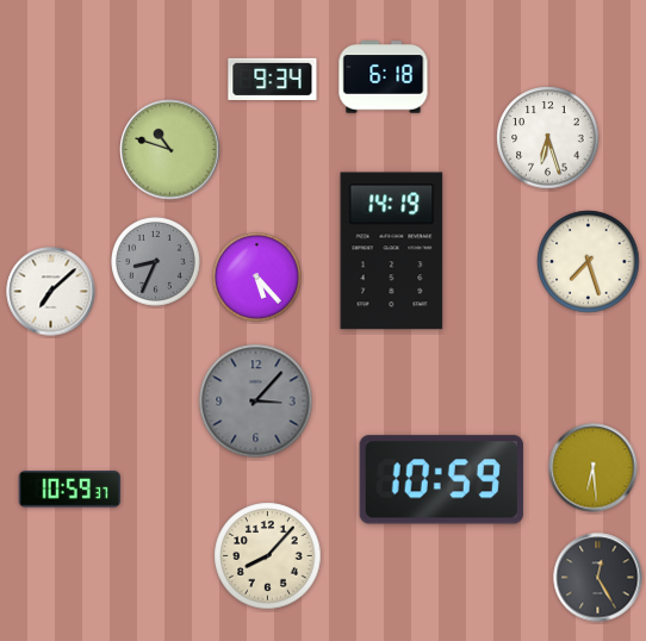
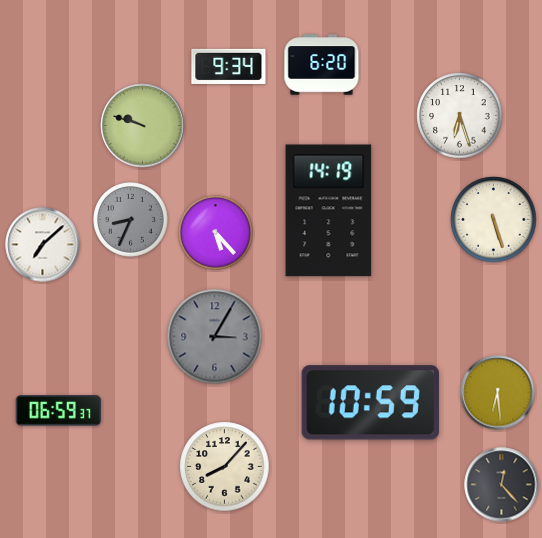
clock at (384, 77): 6:18 -> 6:20
clock at (170, 150): 10:48 -> 9:48
clock at (589, 262): 7:27 -> 5:27
clock at (256, 402): 3:07 -> 3:05
clock at (70, 490): 10:59 -> 06:59
clock at (598, 578): 12:25 -> 12:23
